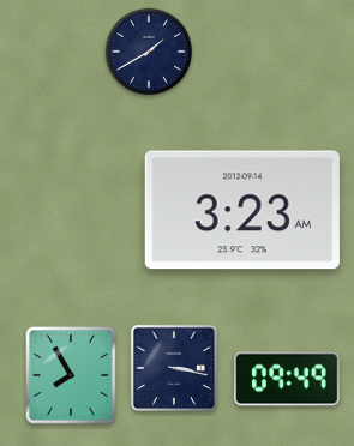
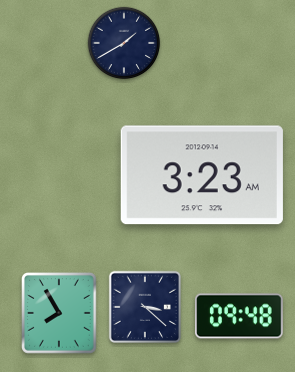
clock at (173, 367): 3:17 -> 3:22
clock at (288, 379): 09:49 -> 09:48
